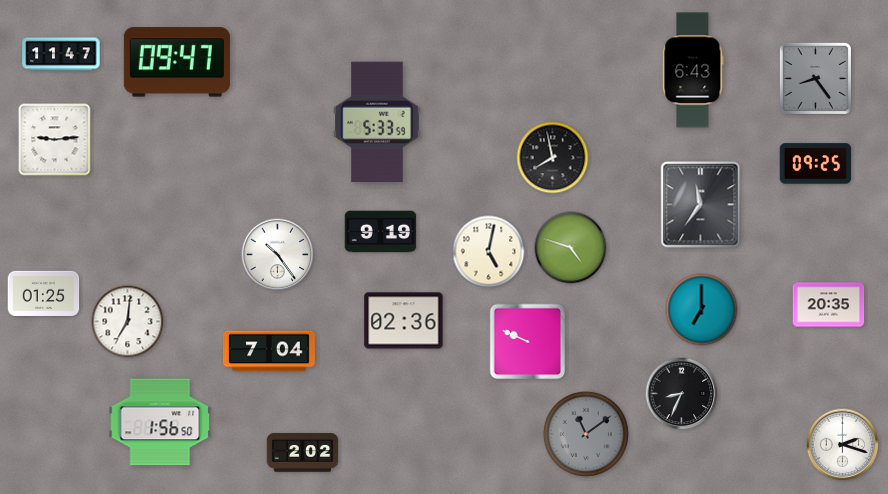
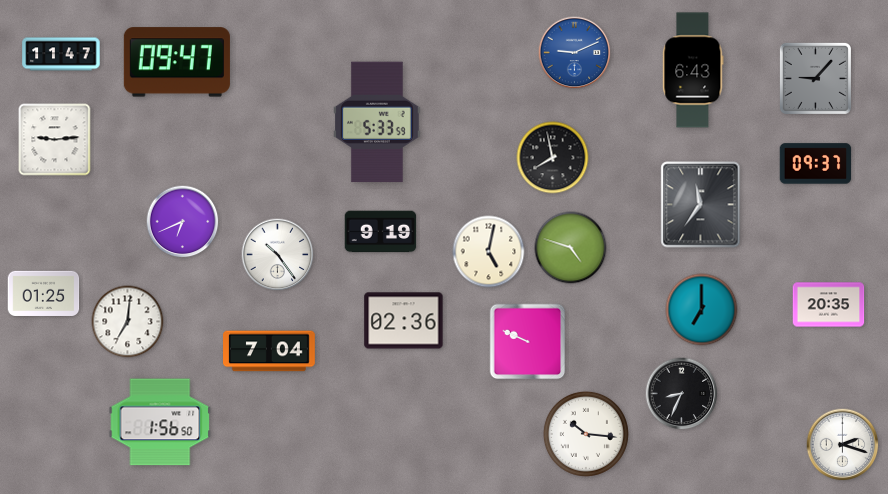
clock at (575, 53): none -> 9:11
clock at (815, 78): 8:24 -> 9:07
clock at (816, 164): 09:25 -> 09:37
clock at (183, 222): none -> 6:41
clock at (586, 434): 11:09 -> 10:16
clock at (586, 434) dial: grey -> white
clock at (303, 453): 2:02 -> none
